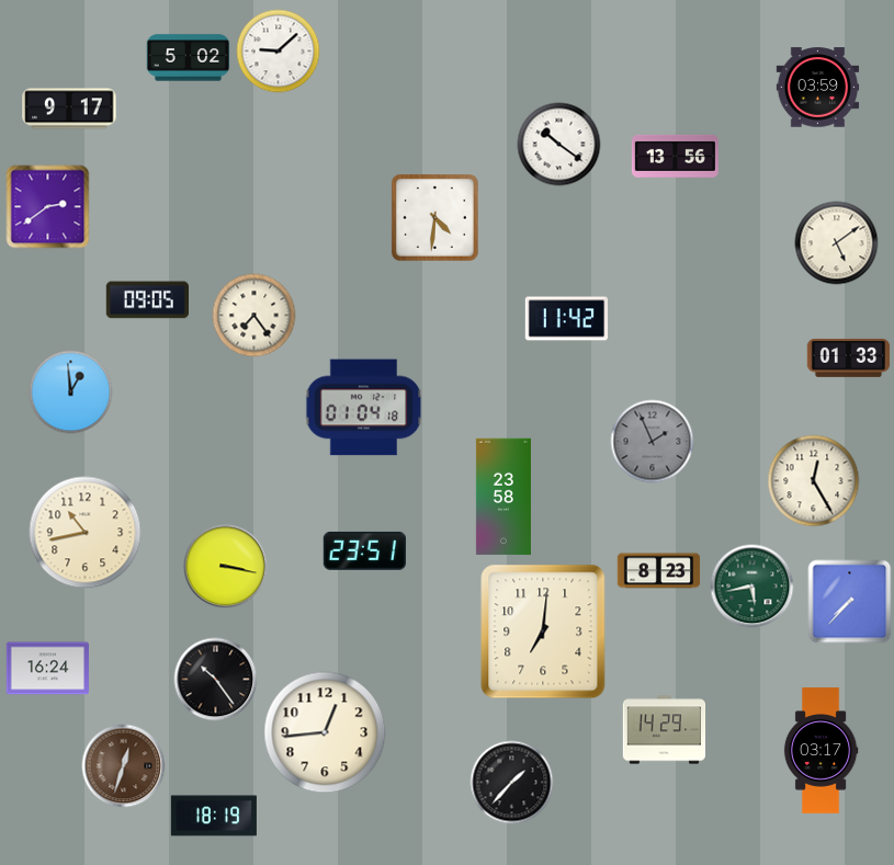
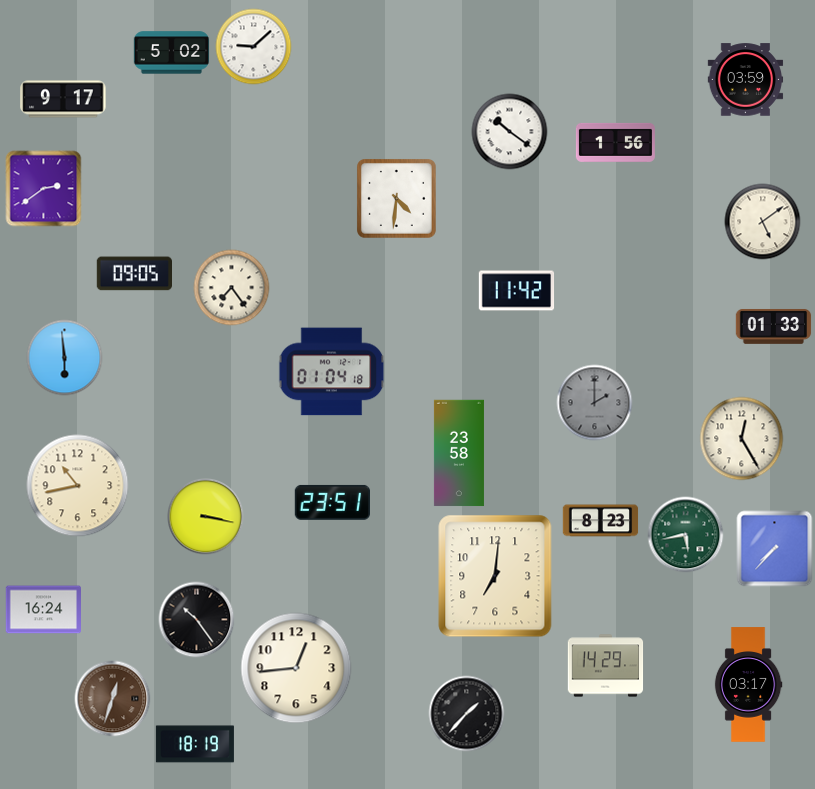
clock at (675, 156): 13:56 -> 1:56
clock at (71, 392): 12:59 -> 5:59
clock at (653, 442): 1:56 -> 2:00
